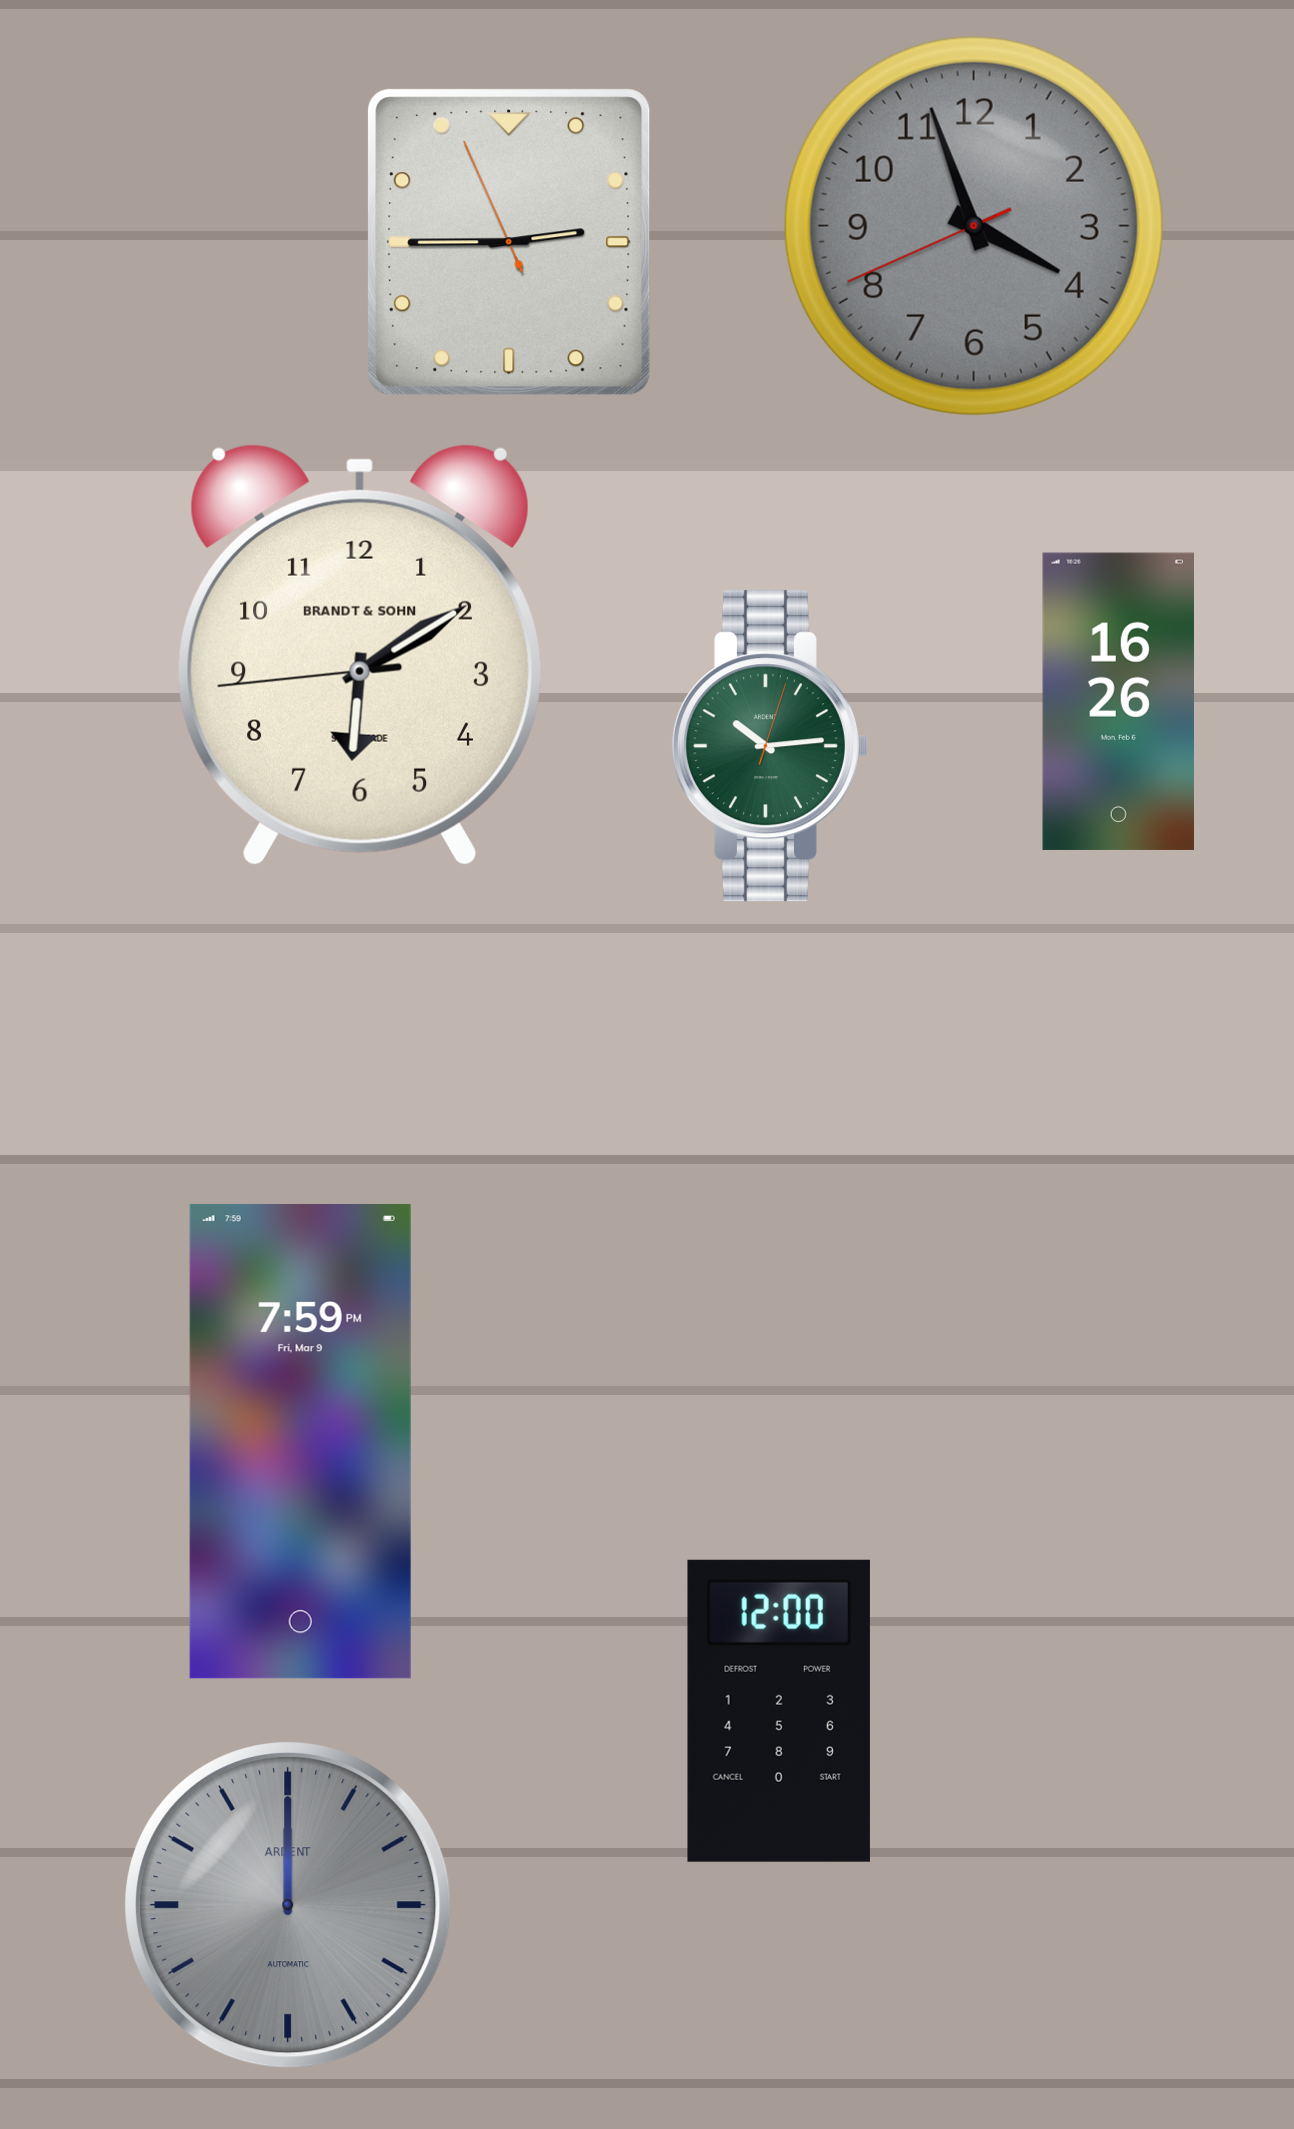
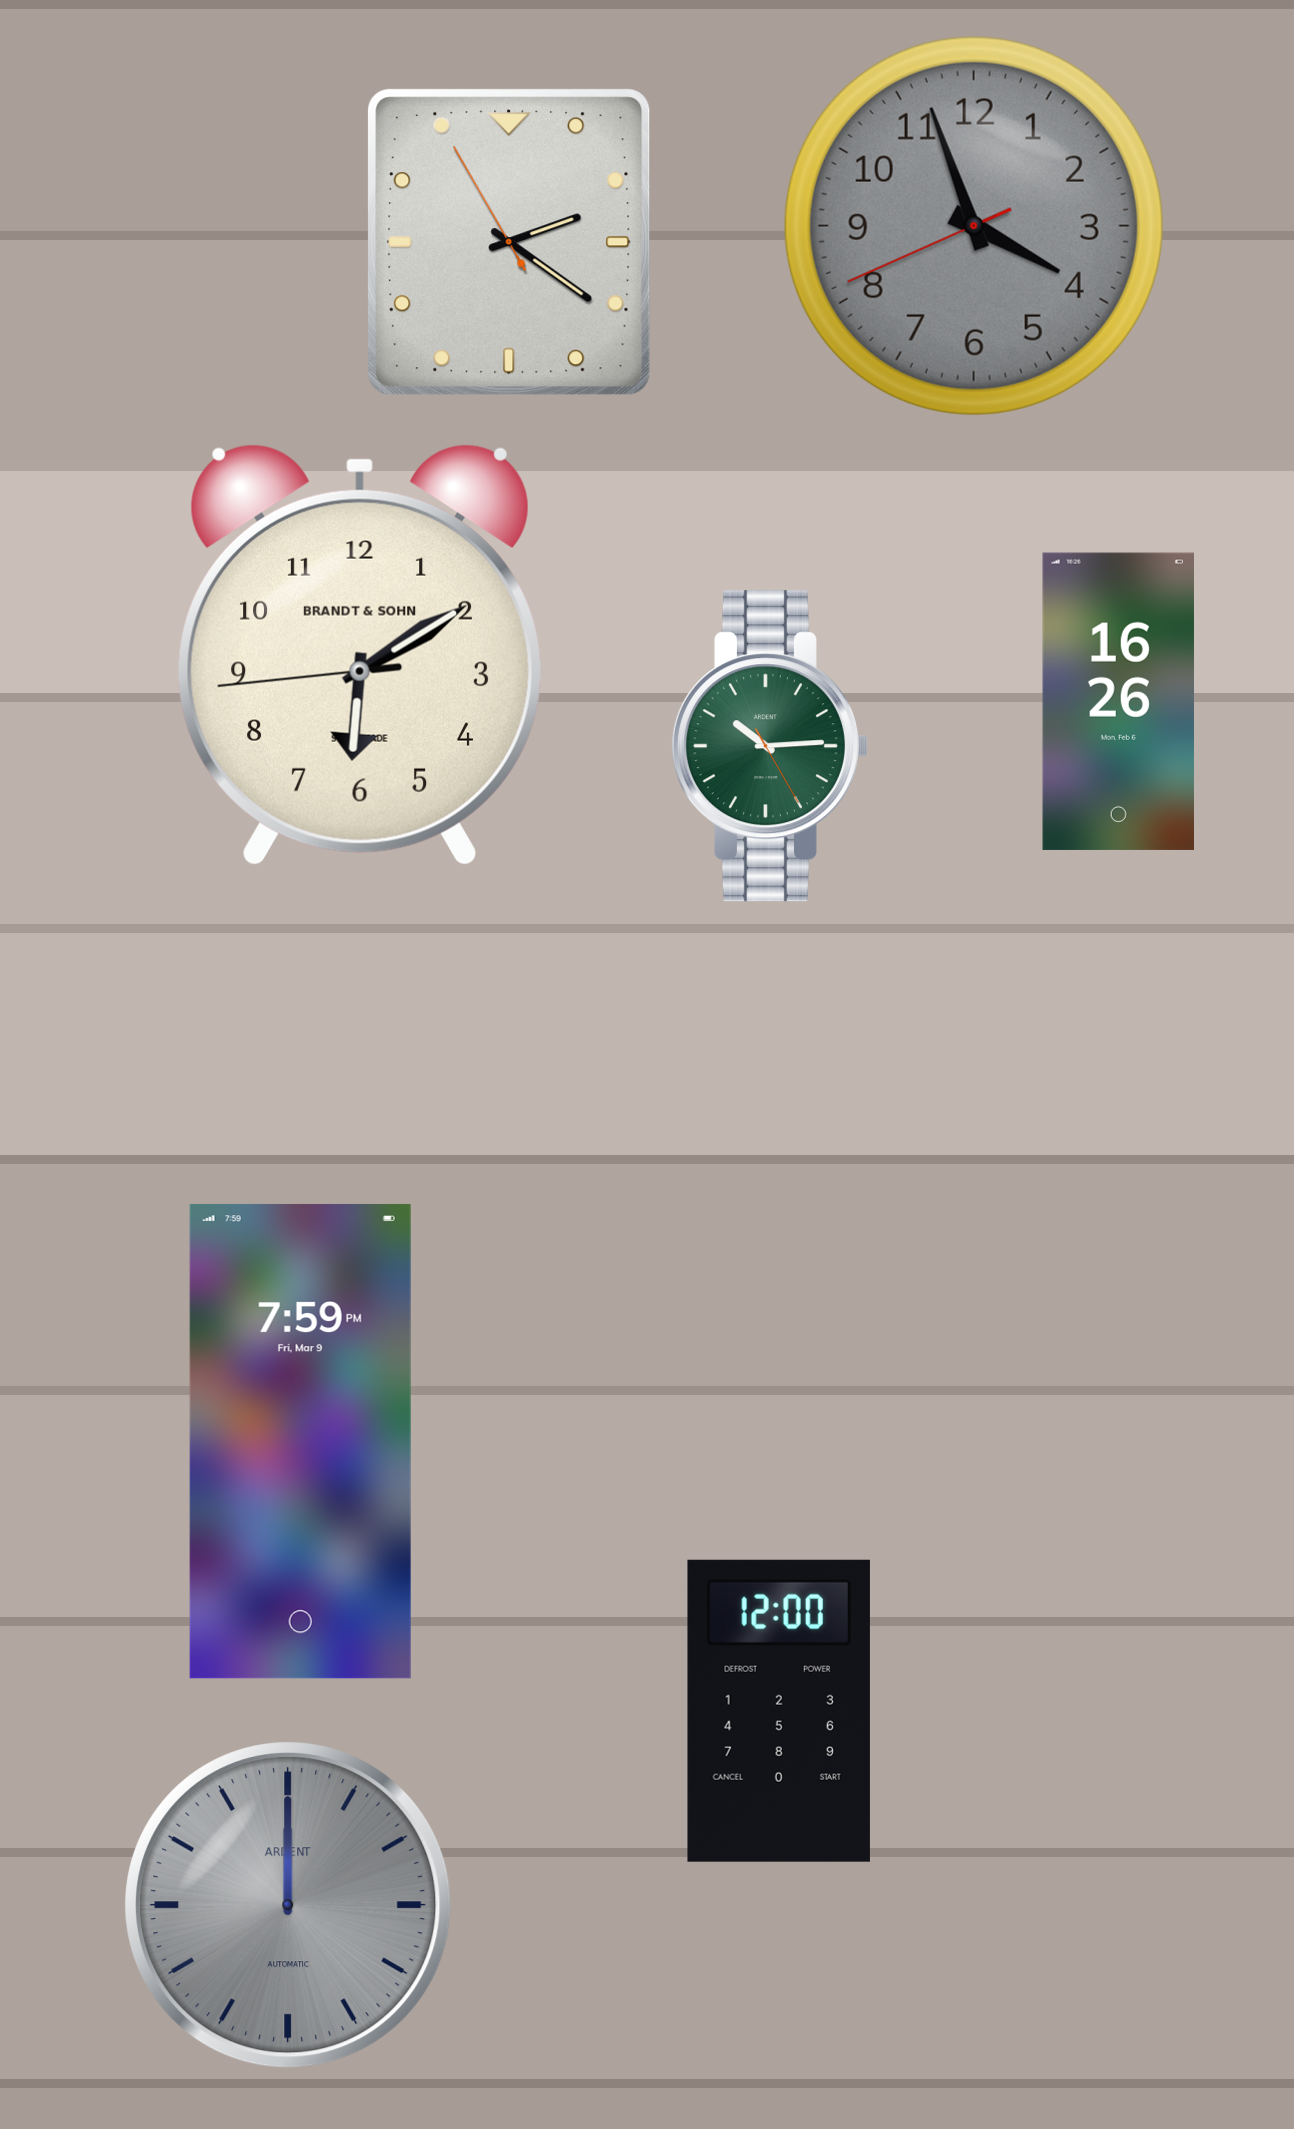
clock at (509, 242): 2:44 -> 2:20
clock at (769, 746): 10:14:03 -> 10:14:25
